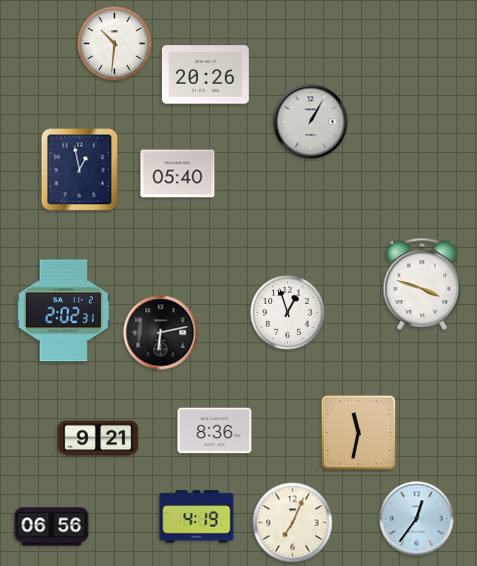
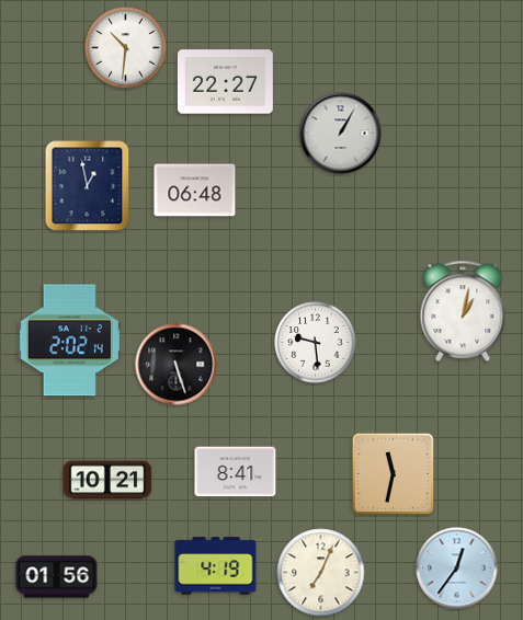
clock at (205, 75): 20:26 -> 22:27
clock at (178, 174): 05:40 -> 06:48
clock at (422, 284): 3:48 -> 1:02
clock at (63, 311): 2:02:31 -> 2:02:14
clock at (288, 313): 12:57 -> 9:29
clock at (161, 333): 6:13 -> 5:27
clock at (215, 431): 8:36 -> 8:41
clock at (98, 438): 9:21 -> 10:21
clock at (52, 527): 06:56 -> 01:56
